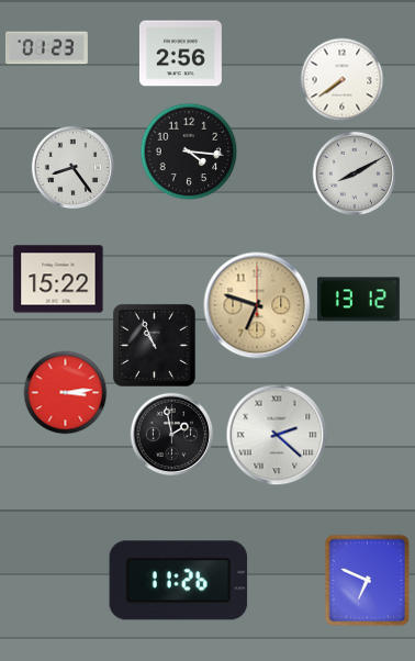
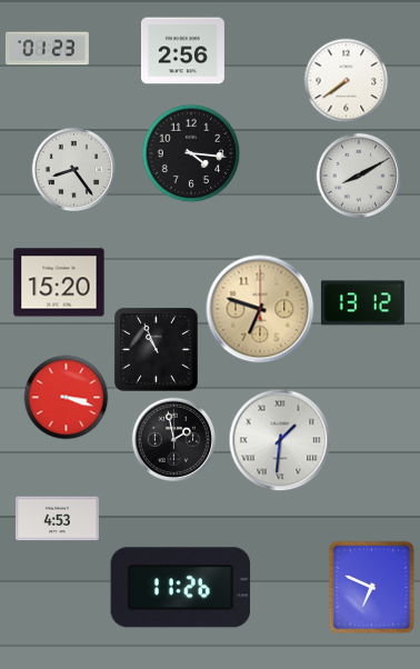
clock at (180, 54) position: (180, 54) -> (182, 51)
clock at (58, 279): 15:22 -> 15:20
clock at (66, 393): 3:14 -> 3:18
clock at (277, 435): 2:22 -> 1:31
clock at (57, 519): none -> 4:53
